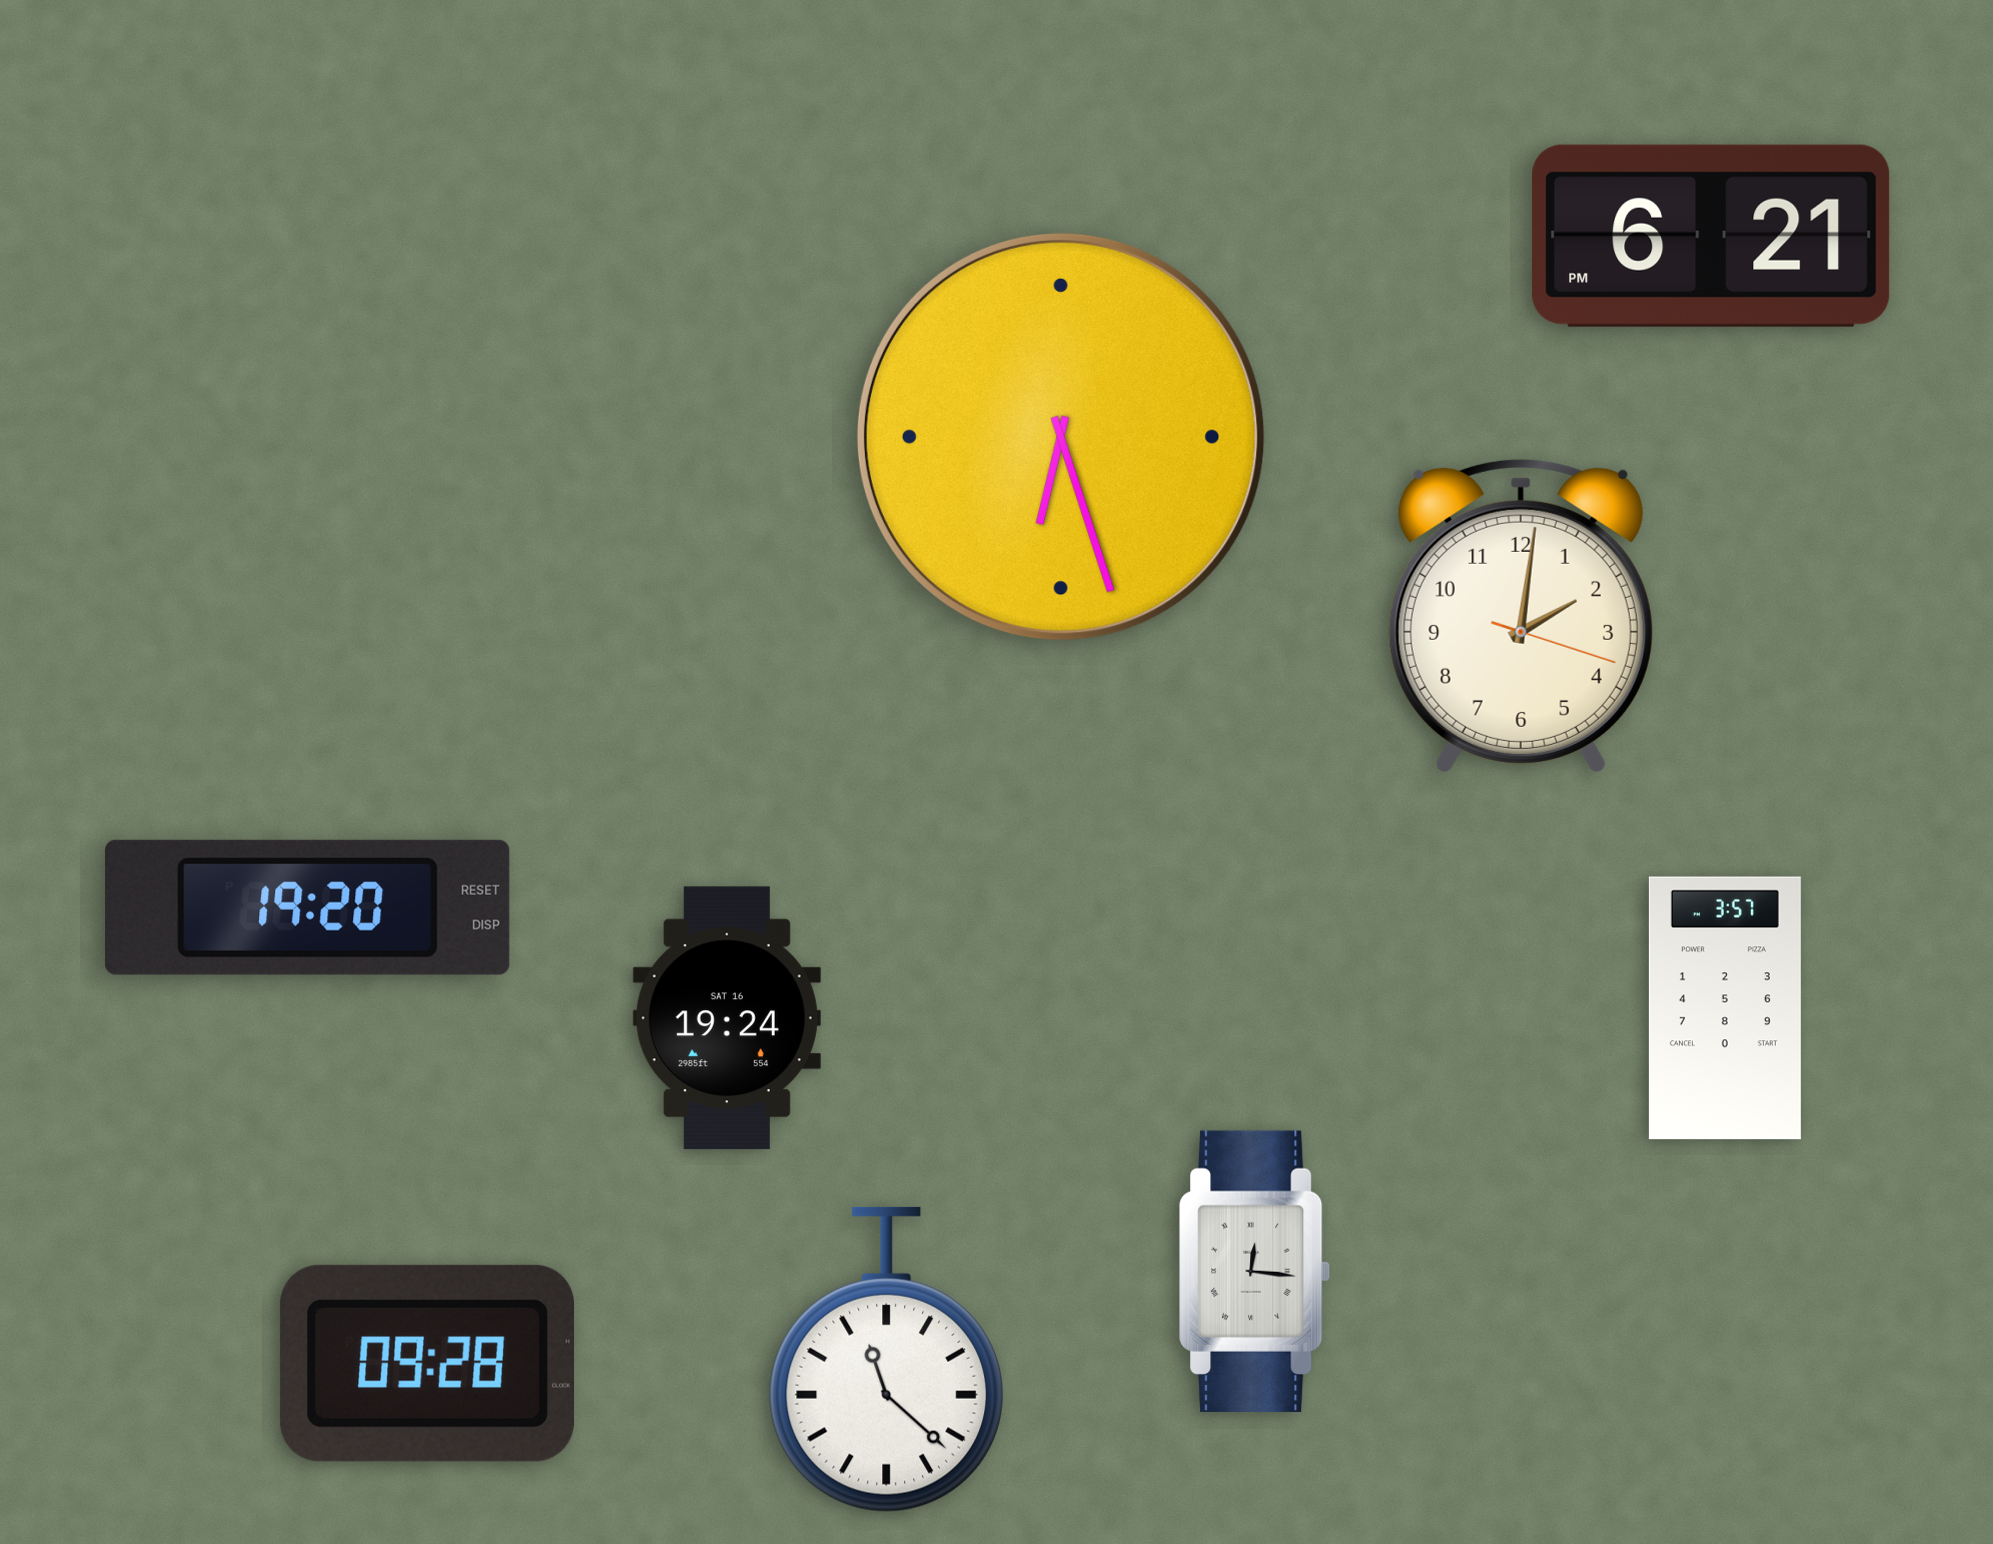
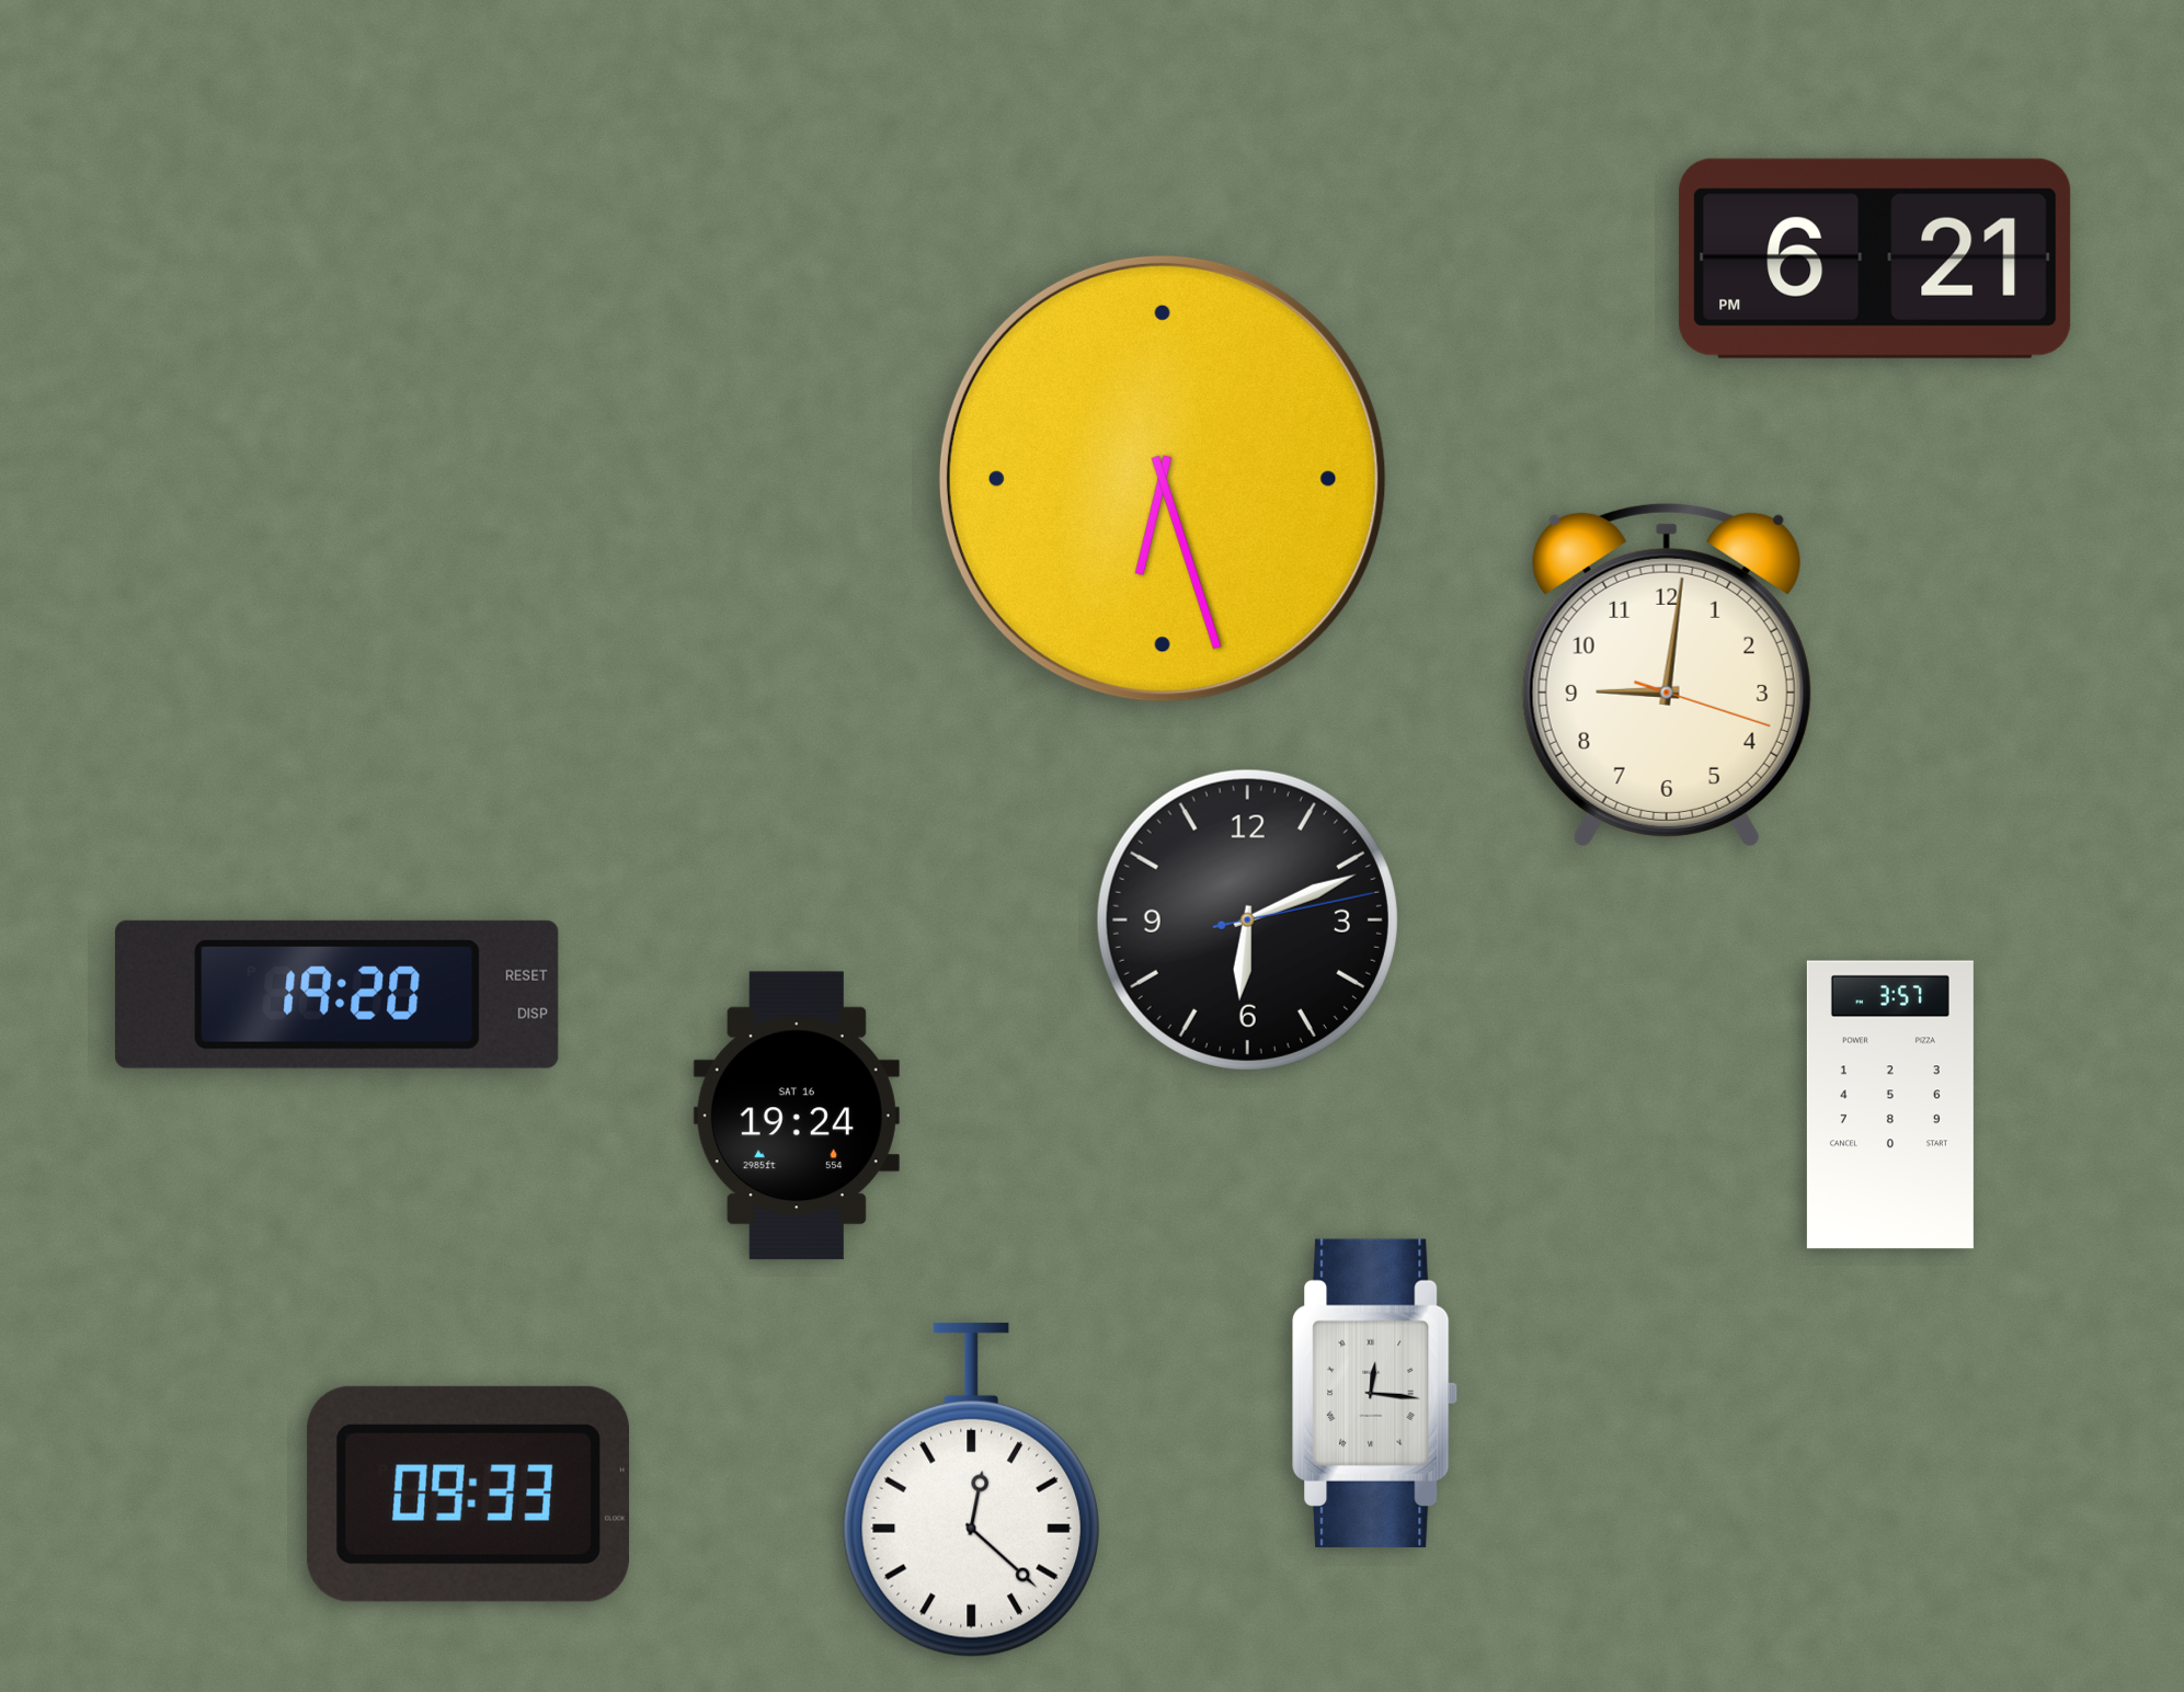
clock at (1521, 616): 2:01 -> 9:01
clock at (1247, 919): none -> 6:11
clock at (886, 1360): 11:22 -> 12:22
clock at (427, 1363): 09:28 -> 09:33
